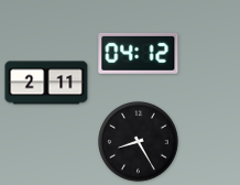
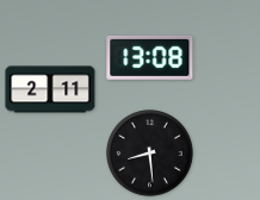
clock at (139, 53): 04:12 -> 13:08
clock at (139, 142): 8:25 -> 8:29
